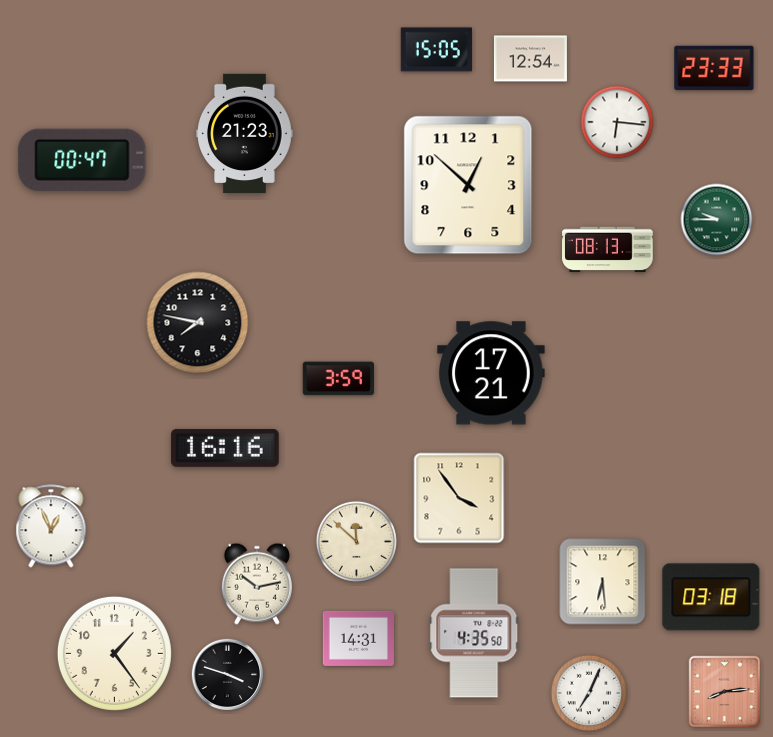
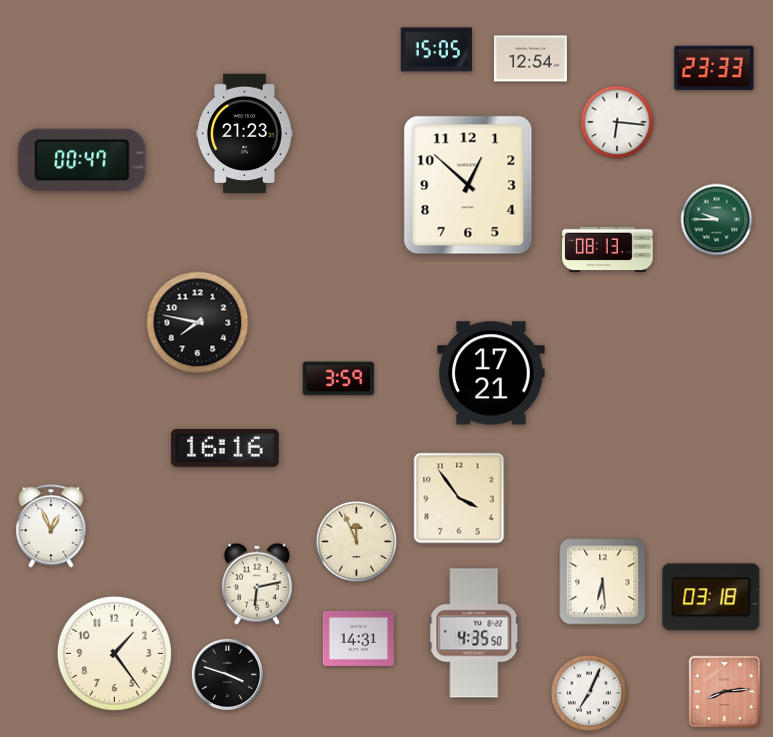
clock at (356, 541): 11:52 -> 11:56
clock at (257, 584): 10:13 -> 6:13
